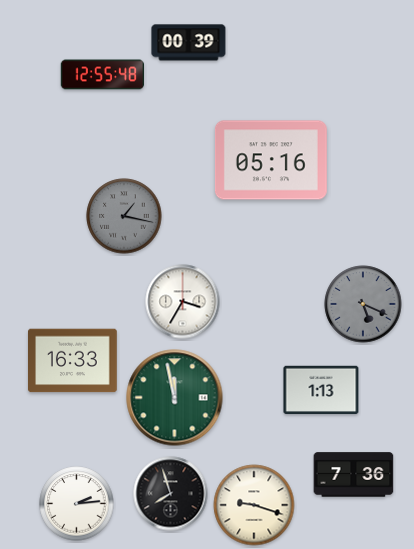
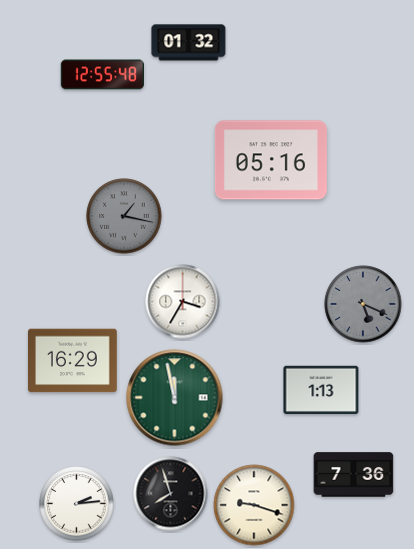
clock at (189, 43): 00:39 -> 01:32
clock at (73, 361): 16:33 -> 16:29
